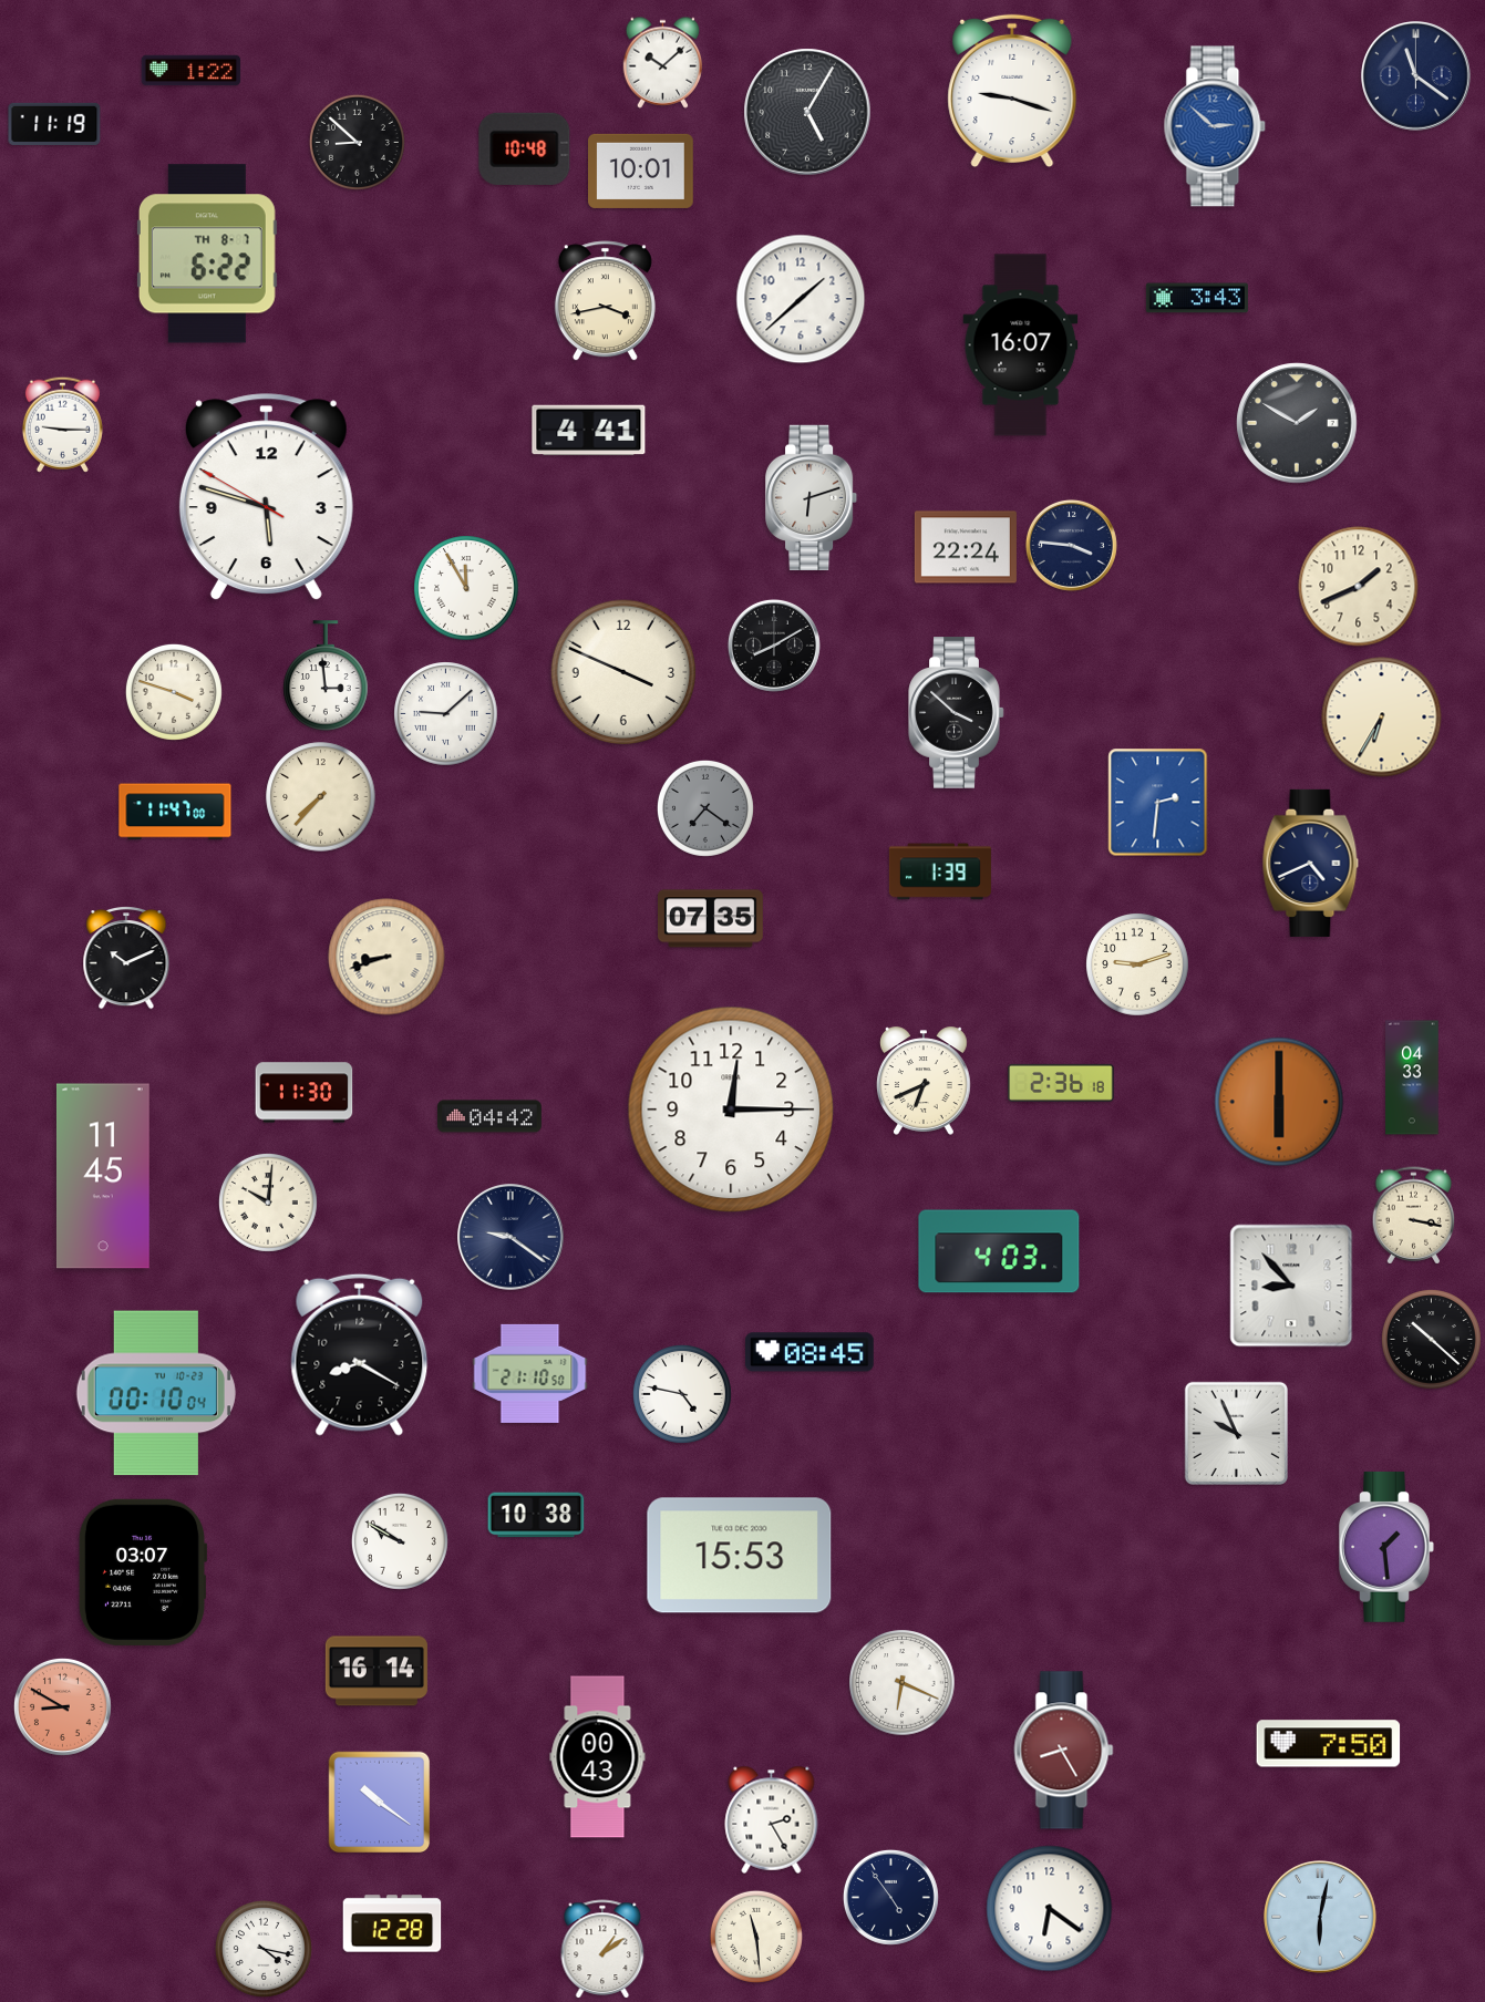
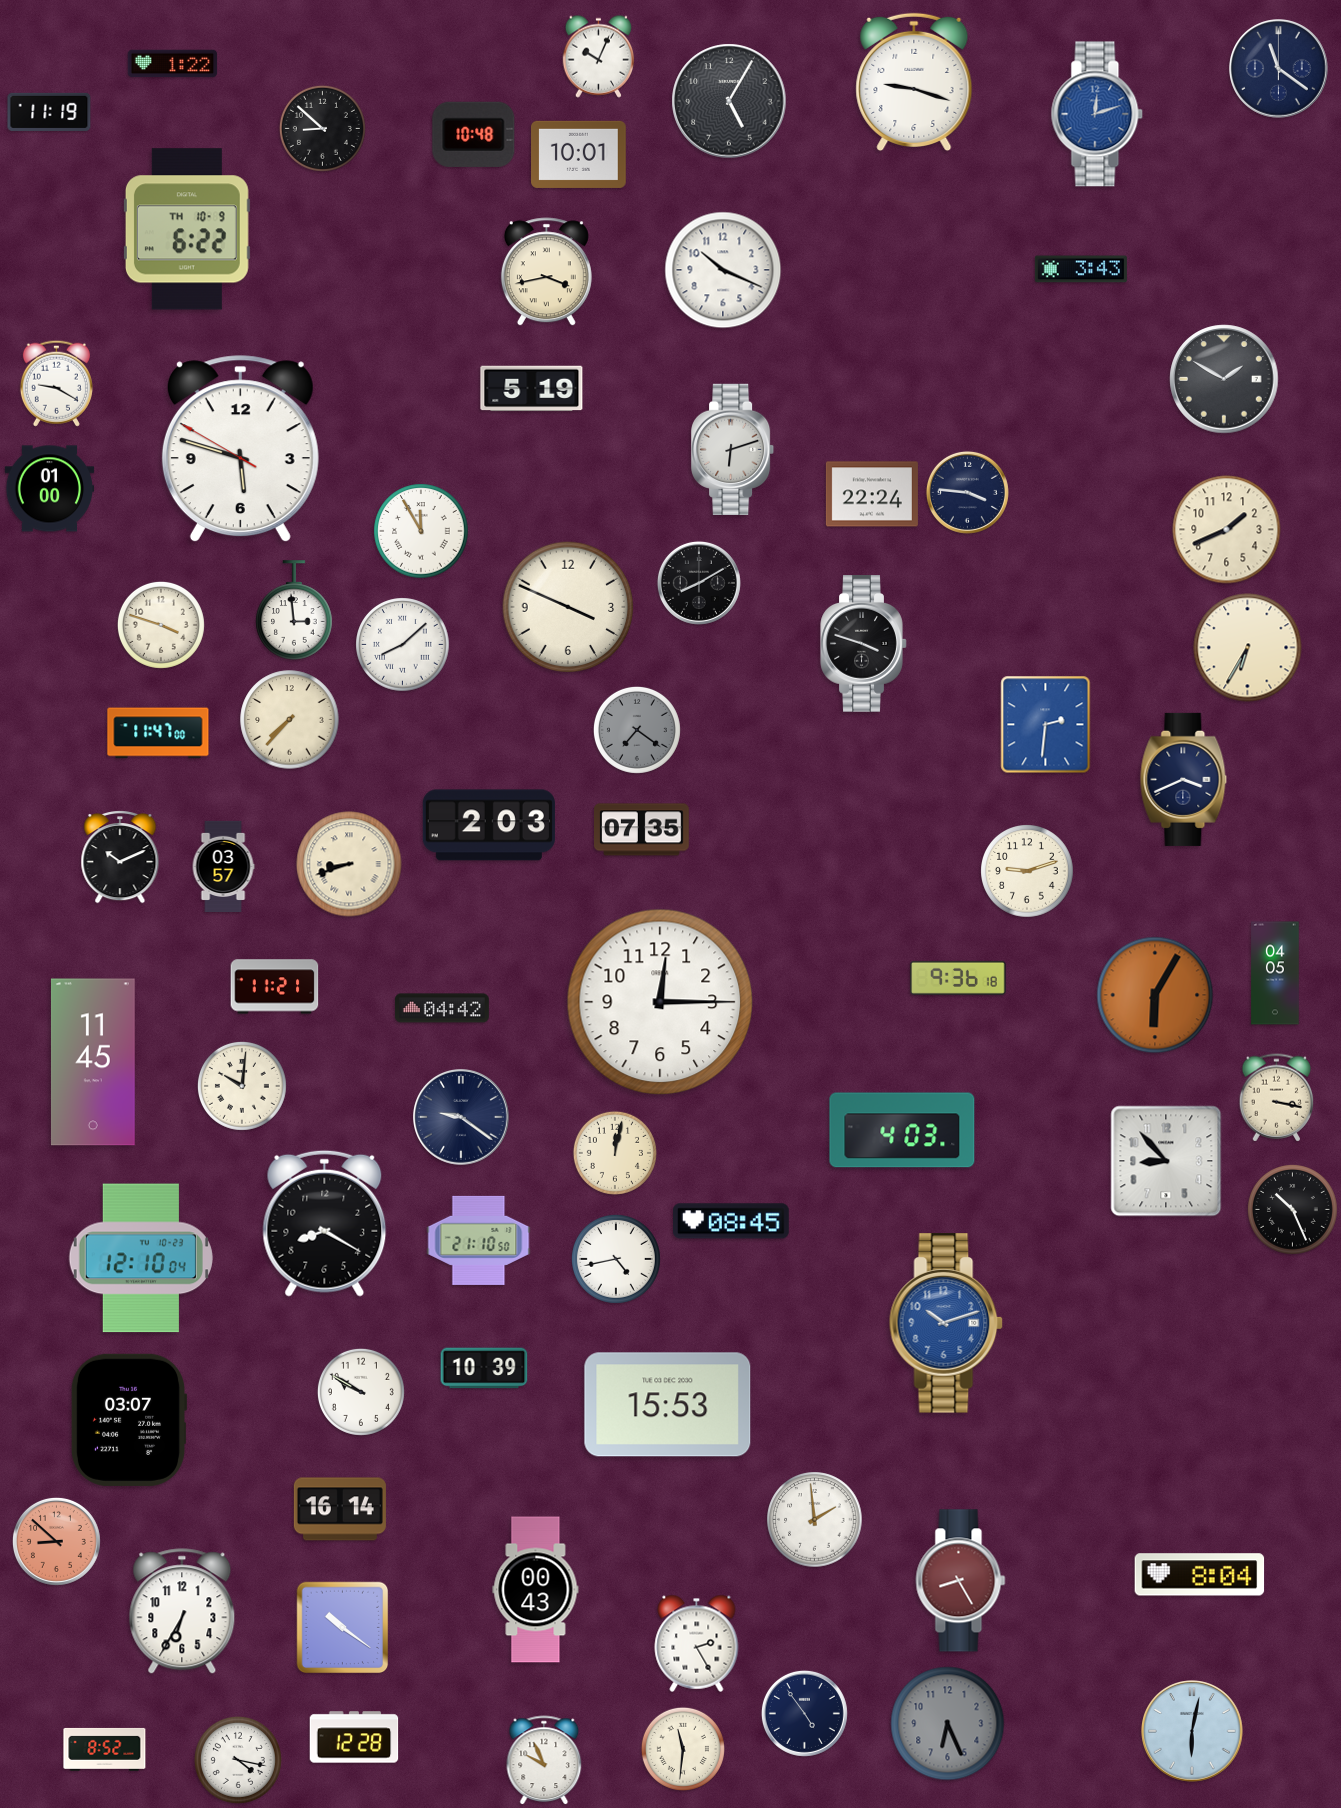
clock at (663, 62): 10:08 -> 10:04
clock at (1215, 126): 2:52 -> 12:12
clock at (207, 254) date: TH 8-7 -> TH 10-9
clock at (801, 299): 1:38 -> 10:19
clock at (1021, 345): 16:07 -> none
clock at (1297, 423) position: (1297, 423) -> (1224, 379)
clock at (62, 424): 9:15 -> 9:20
clock at (589, 431): 4:41 -> 5:19
clock at (50, 489): none -> 01:00
clock at (623, 672) position: (623, 672) -> (568, 607)
clock at (174, 692) position: (174, 692) -> (161, 625)
clock at (957, 713): 3:52 -> 3:48
clock at (446, 714): 9:08 -> 8:08
clock at (1311, 863): 4:41 -> 3:41
clock at (940, 871): 1:39 -> none
clock at (489, 825): none -> 2:03
clock at (126, 959) position: (126, 959) -> (120, 858)
clock at (223, 866): none -> 03:57
clock at (1412, 1077): 04:33 -> 04:05
clock at (924, 1081): 6:41 -> none
clock at (1061, 1083): 2:36 -> 9:36
clock at (305, 1093): 11:30 -> 11:21
clock at (1279, 1102): 6:00 -> 6:05
clock at (615, 1153): none -> 12:02
clock at (1431, 1339): 10:22 -> 10:26
clock at (156, 1393): 00:10 -> 12:10
clock at (682, 1394): 4:47 -> 4:43
clock at (1236, 1433): 9:56 -> none
clock at (946, 1323): none -> 10:12
clock at (536, 1515): 10:38 -> 10:39
clock at (1386, 1547): 1:29 -> none
clock at (903, 1683): 6:19 -> 1:59
clock at (62, 1706): 8:50 -> 8:52
clock at (1329, 1744): 7:50 -> 8:04
clock at (598, 1757) position: (598, 1757) -> (536, 1590)
clock at (182, 1612): none -> 6:35
clock at (1050, 1909): 6:21 -> 6:26
clock at (1050, 1909) dial: white -> grey
clock at (105, 1749): none -> 8:52
clock at (756, 1937): 11:29 -> 11:31
clock at (602, 1949): 1:09 -> 9:56
